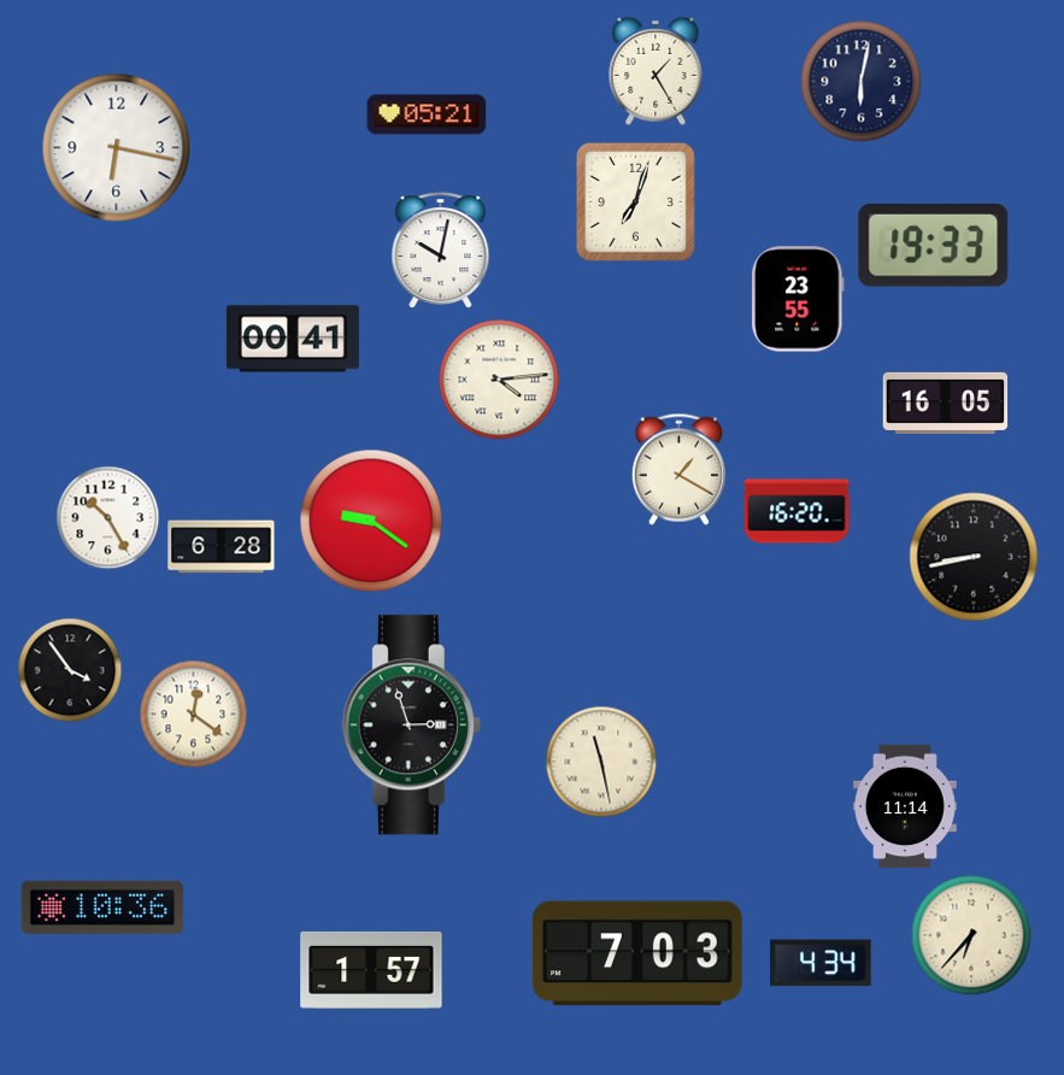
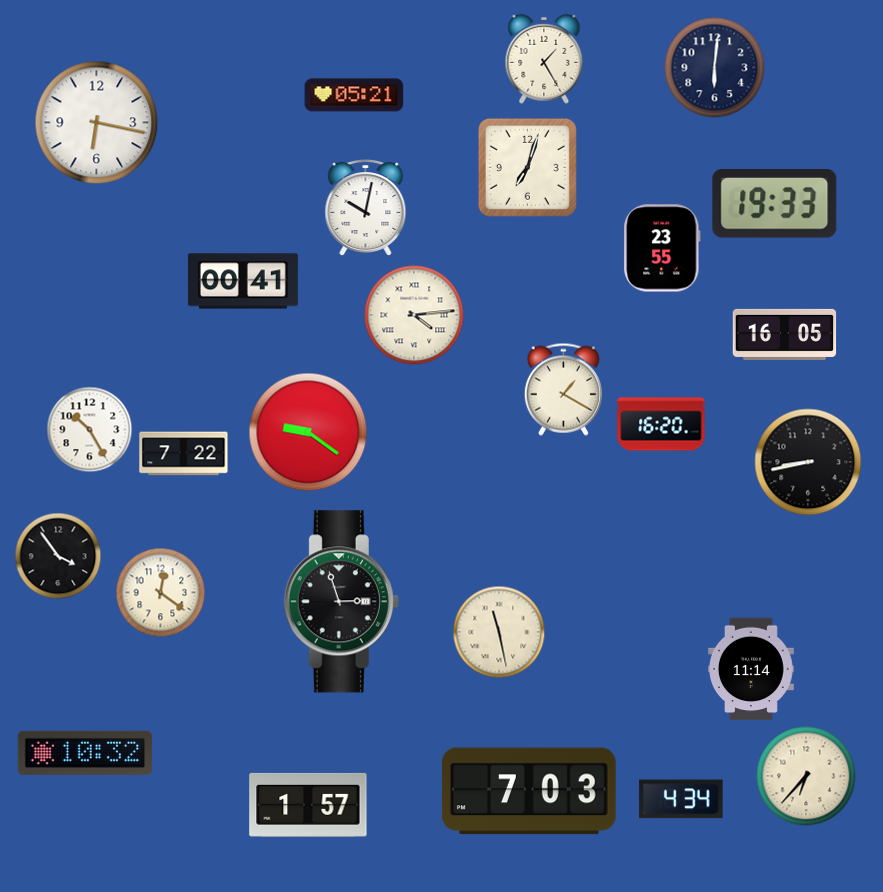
clock at (862, 82): 6:02 -> 6:01
clock at (222, 547): 6:28 -> 7:22
clock at (102, 907): 10:36 -> 10:32
